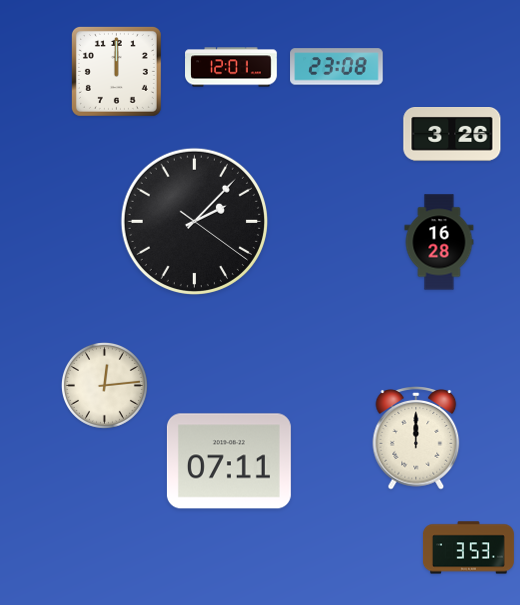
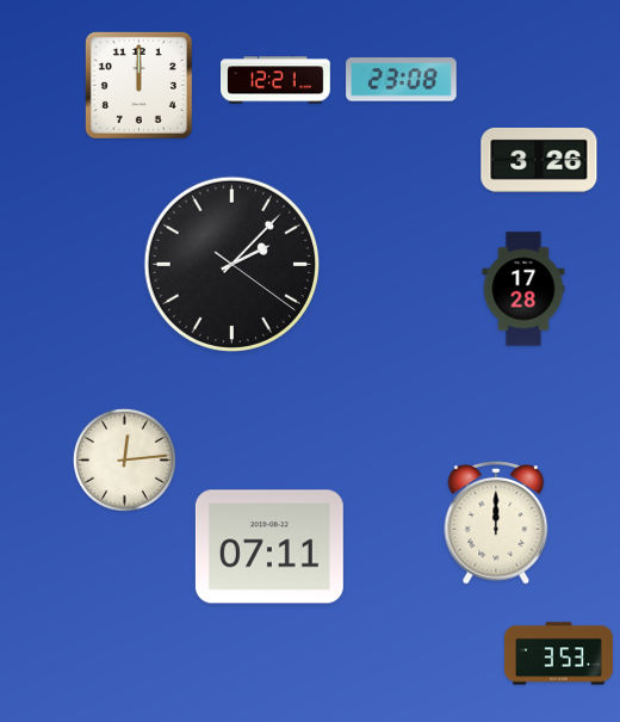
clock at (232, 67): 12:01 -> 12:21
clock at (439, 242): 16:28 -> 17:28
clock at (229, 461) position: (229, 461) -> (269, 547)
